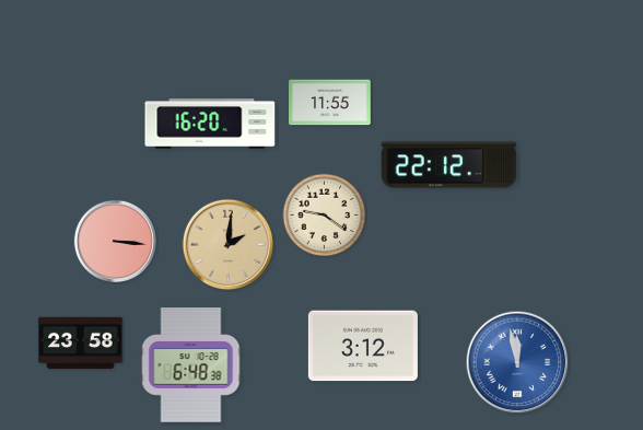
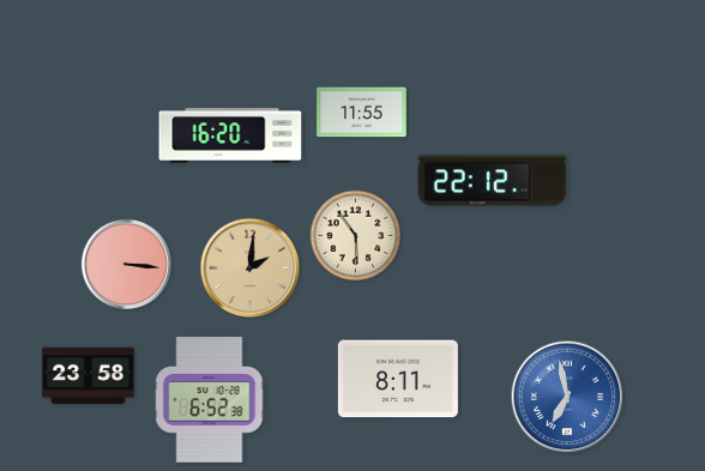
clock at (325, 216): 9:21 -> 5:54
clock at (363, 346): 3:12 -> 8:11
clock at (517, 362): 11:58 -> 6:58
clock at (191, 365): 6:48 -> 6:52
